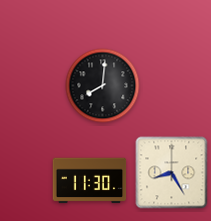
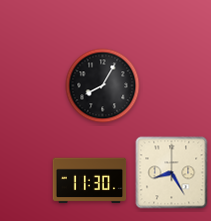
clock at (103, 86): 8:01 -> 8:05
